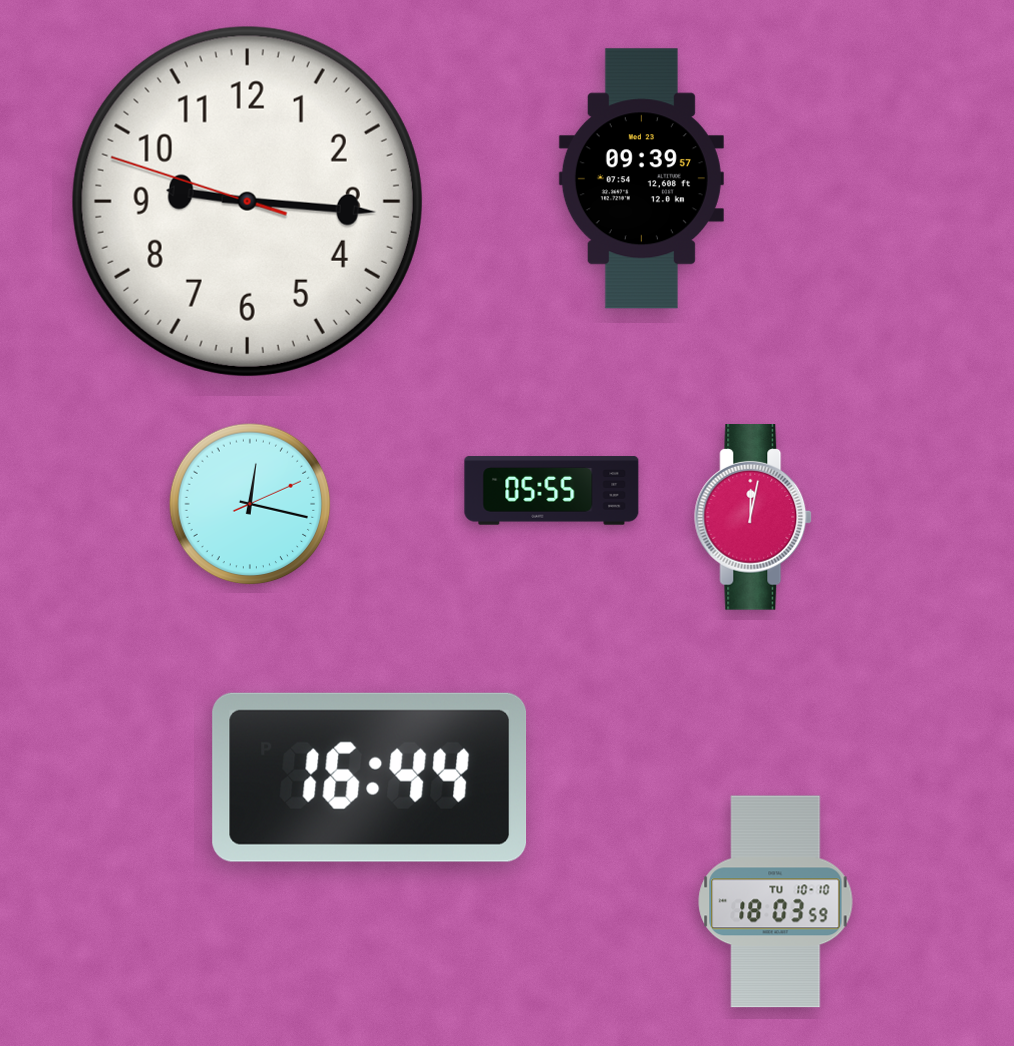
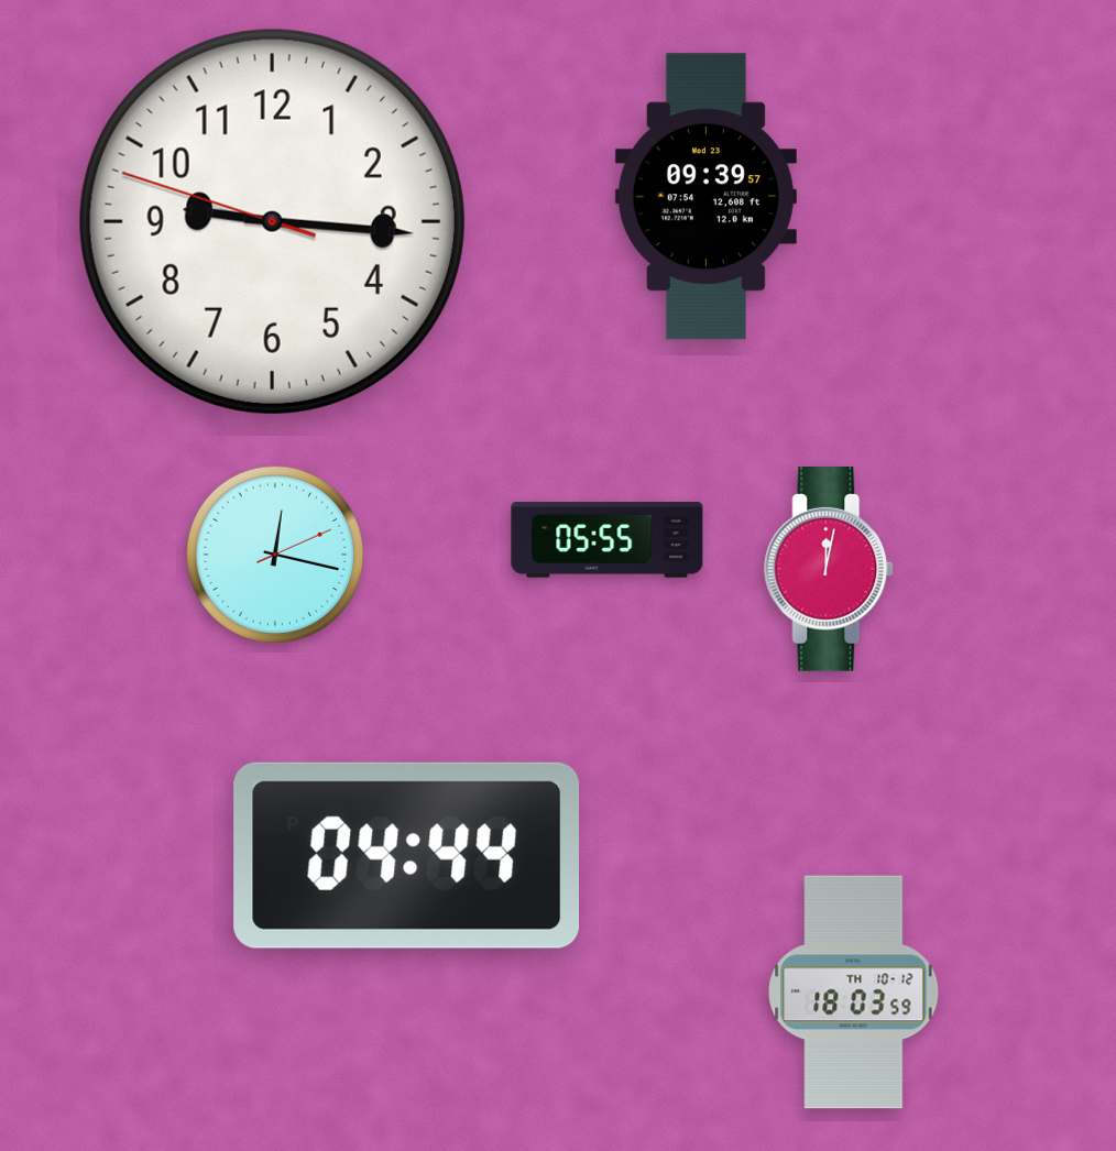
clock at (370, 777): 16:44 -> 04:44
clock at (776, 902) date: TU 10-10 -> TH 10-12
